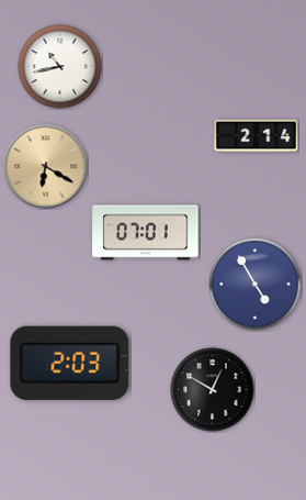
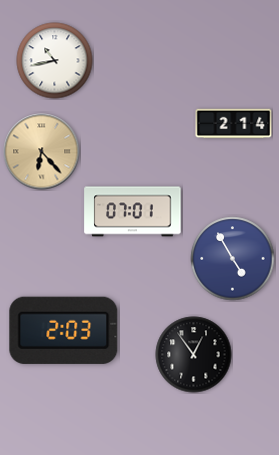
clock at (46, 167): 6:20 -> 6:23
clock at (213, 390): 12:50 -> 12:54
